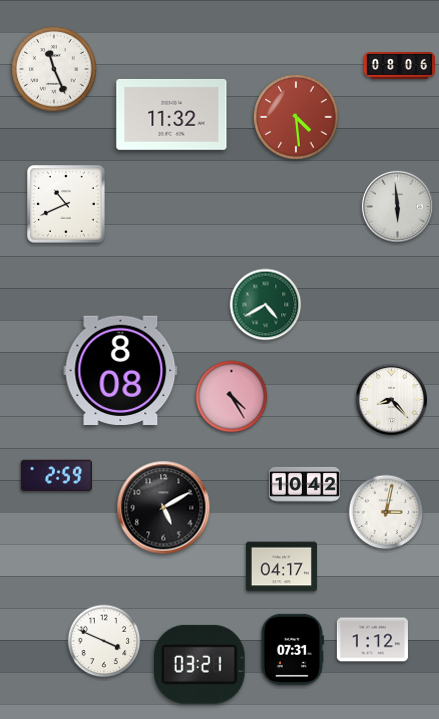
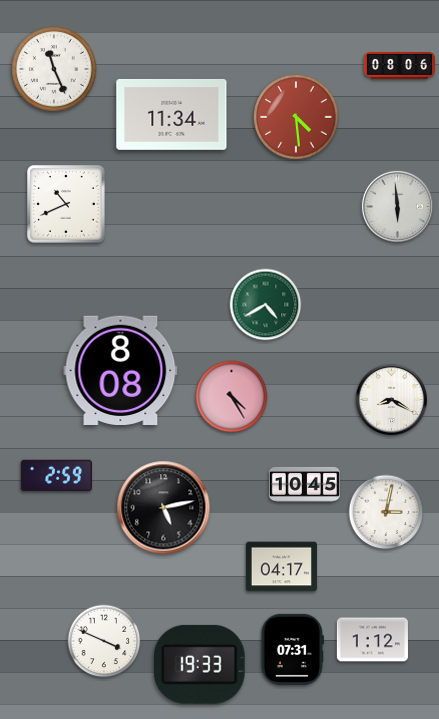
clock at (172, 114): 11:32 -> 11:34
clock at (391, 399): 8:23 -> 8:20
clock at (304, 484): 10:42 -> 10:45
clock at (164, 508): 5:10 -> 5:13
clock at (199, 664): 03:21 -> 19:33
